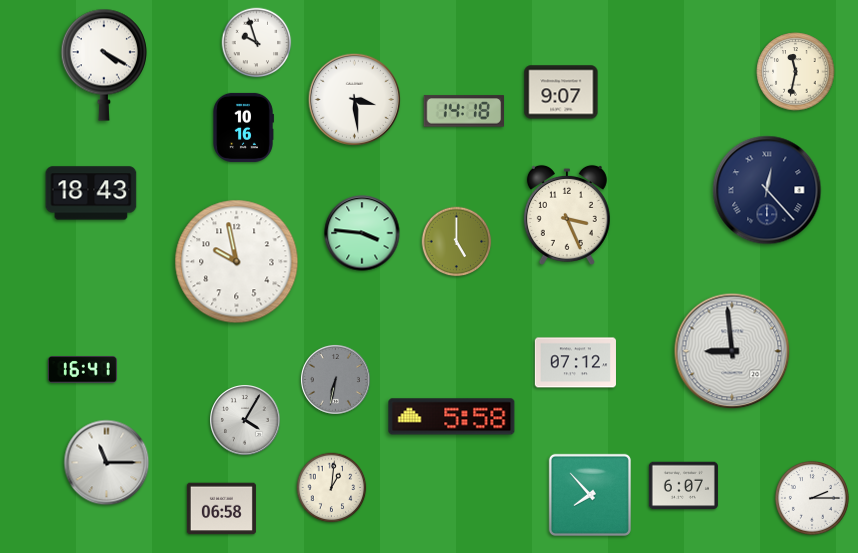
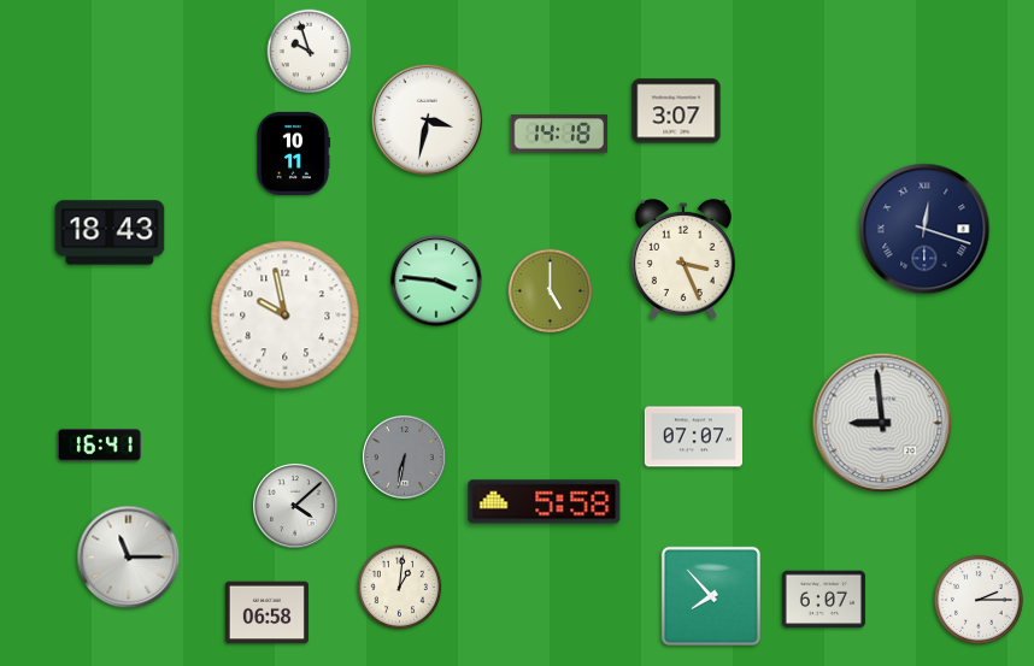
clock at (104, 65): 4:20 -> none
clock at (796, 72): 11:32 -> none
clock at (561, 92): 9:07 -> 3:07
clock at (355, 100): 3:29 -> 3:32
clock at (243, 127): 10:16 -> 10:11
clock at (767, 190): 12:23 -> 12:18
clock at (575, 363): 07:12 -> 07:07
clock at (246, 421): 4:05 -> 4:08
clock at (683, 486) position: (683, 486) -> (823, 600)
